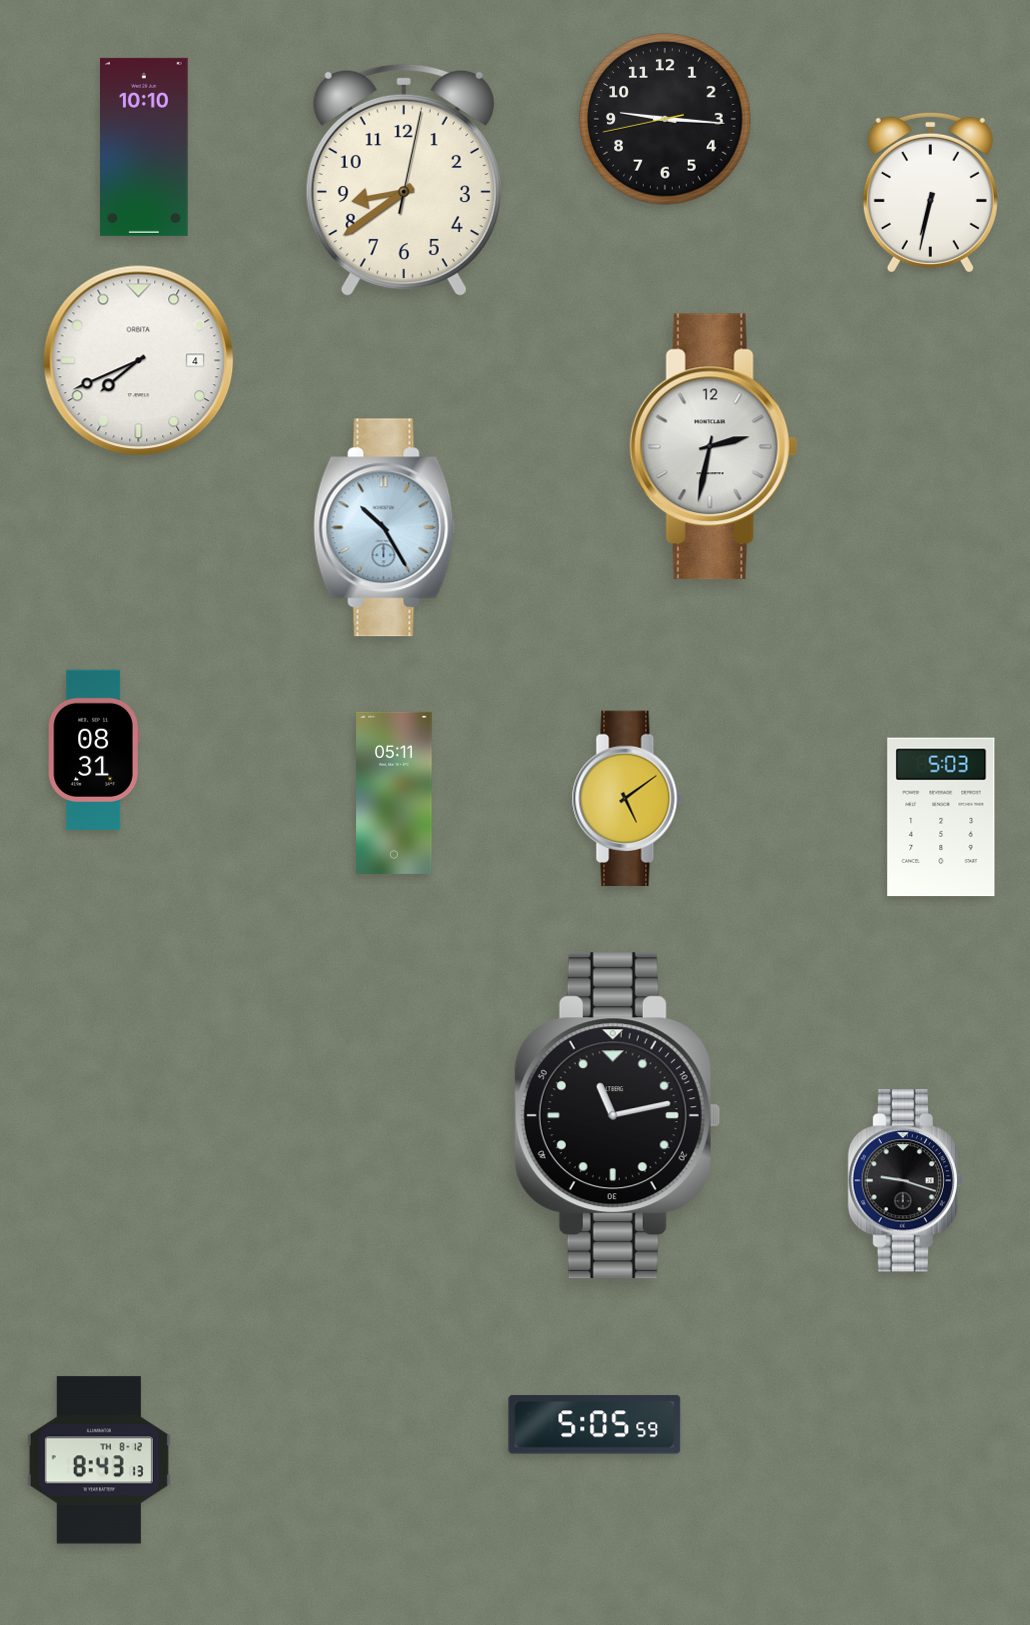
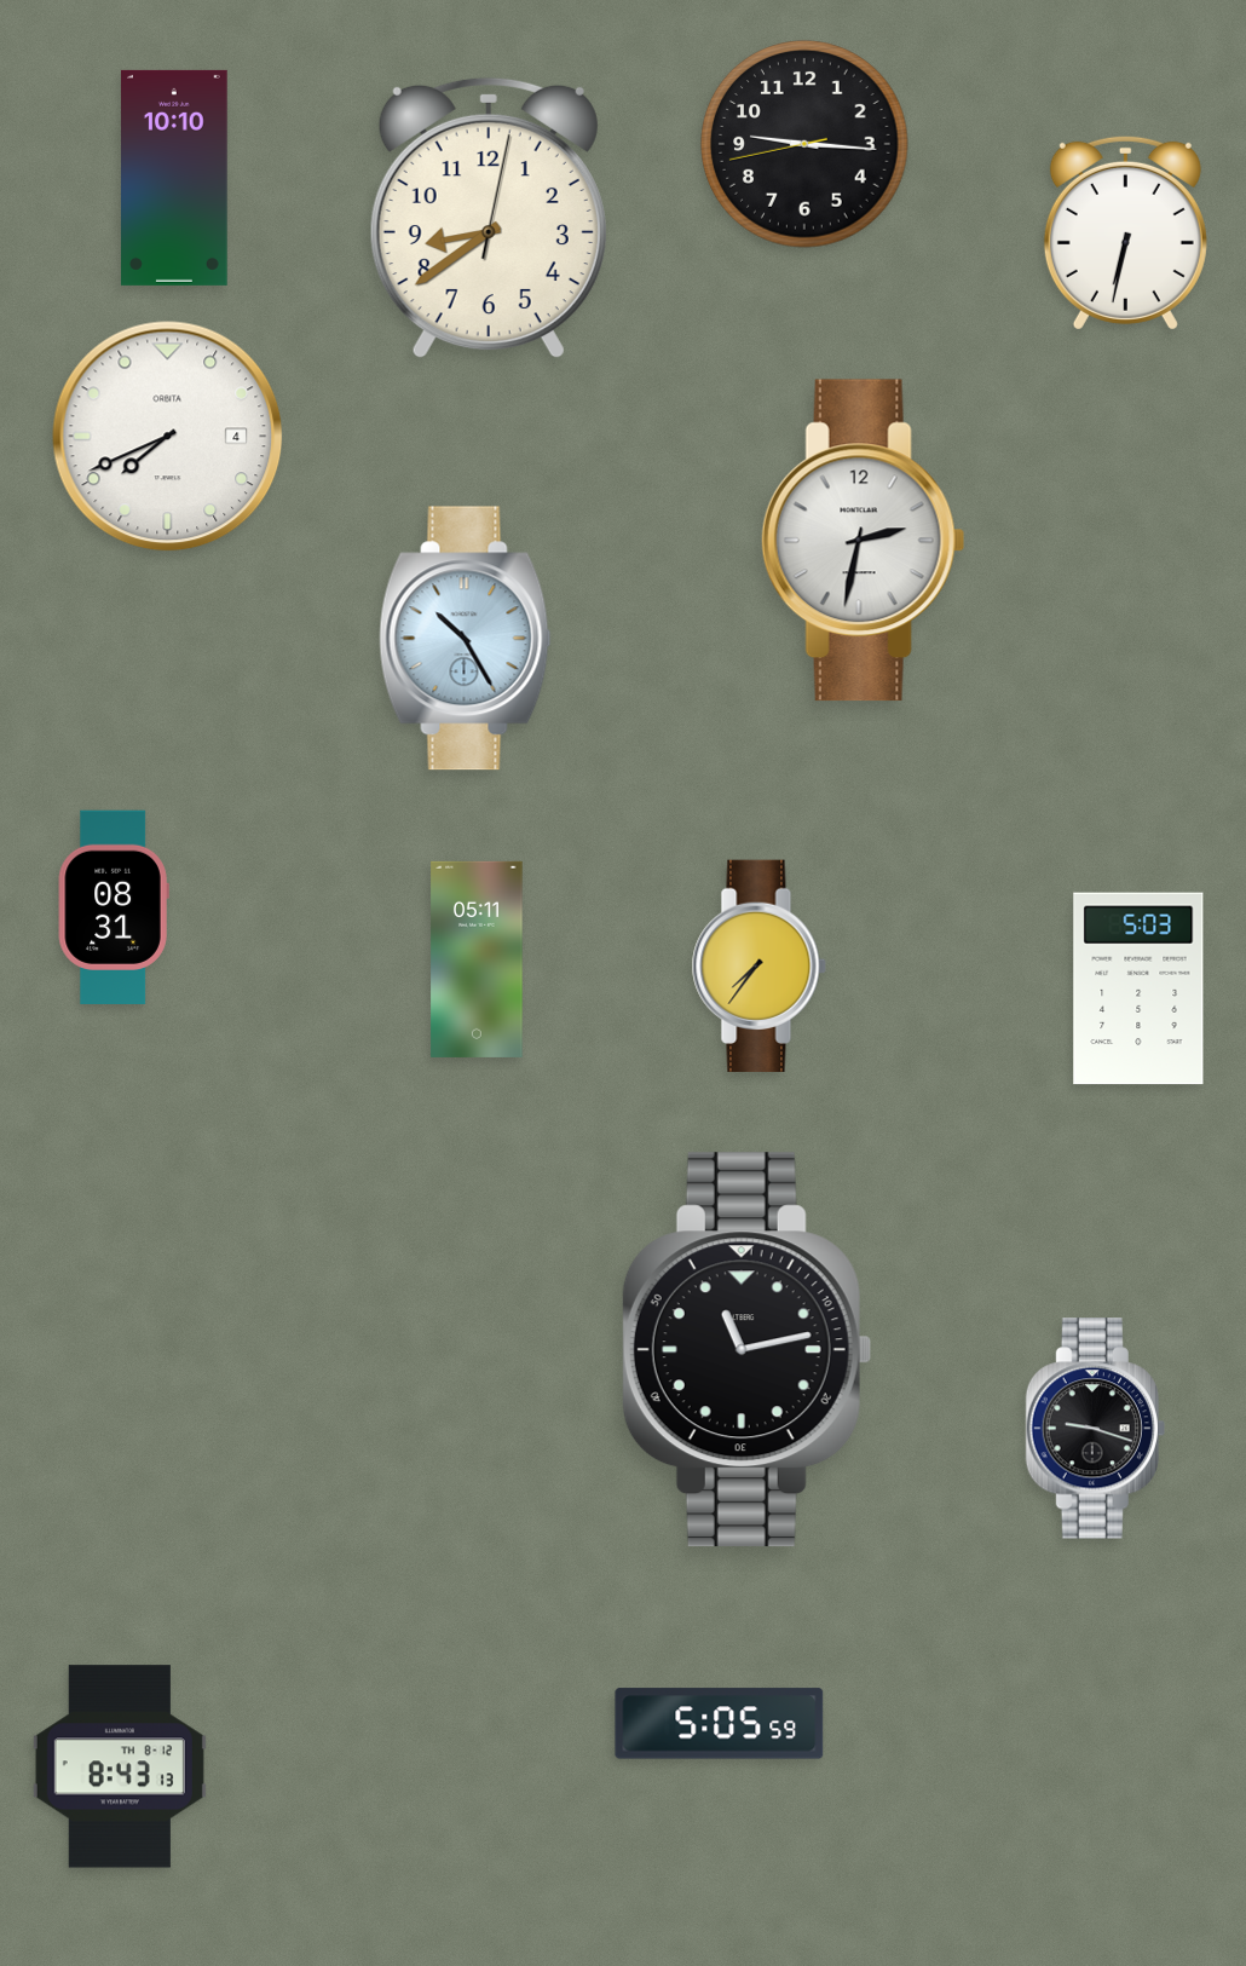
clock at (627, 798): 5:09 -> 7:36
